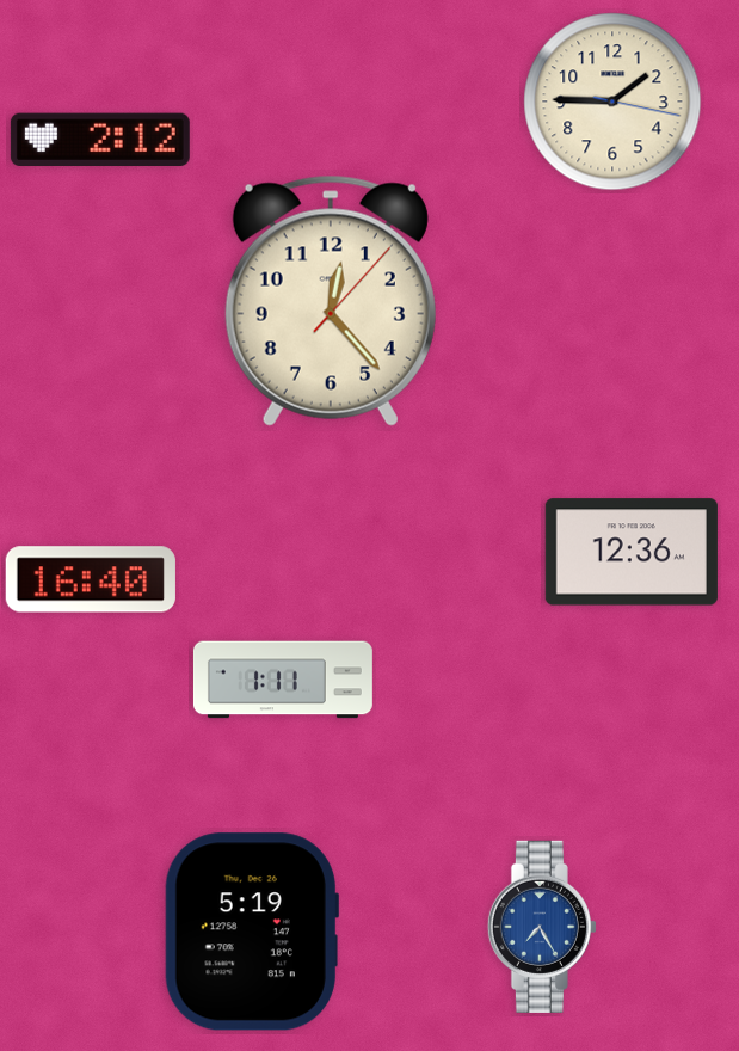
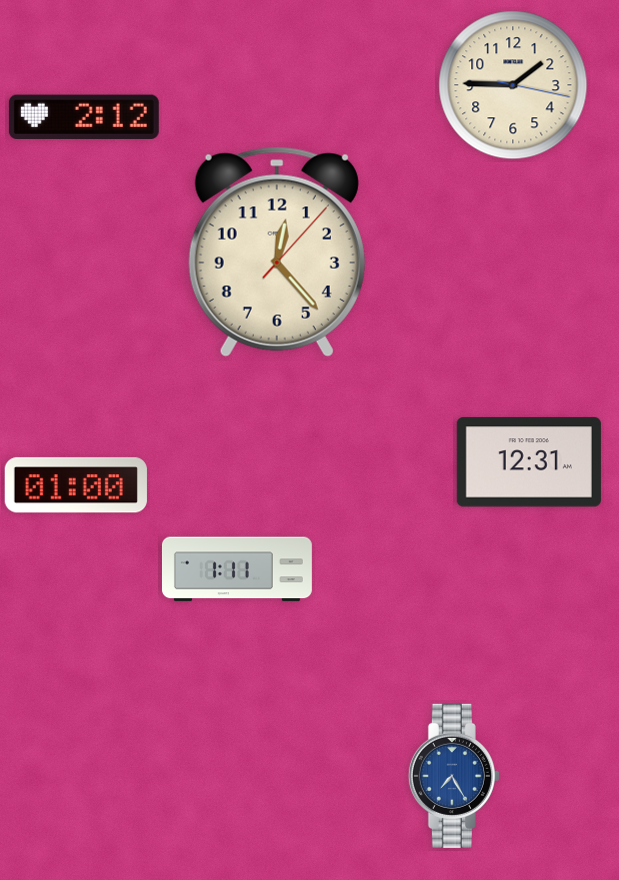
clock at (632, 552): 12:36 -> 12:31
clock at (91, 579): 16:40 -> 01:00
clock at (252, 932): 5:19 -> none
